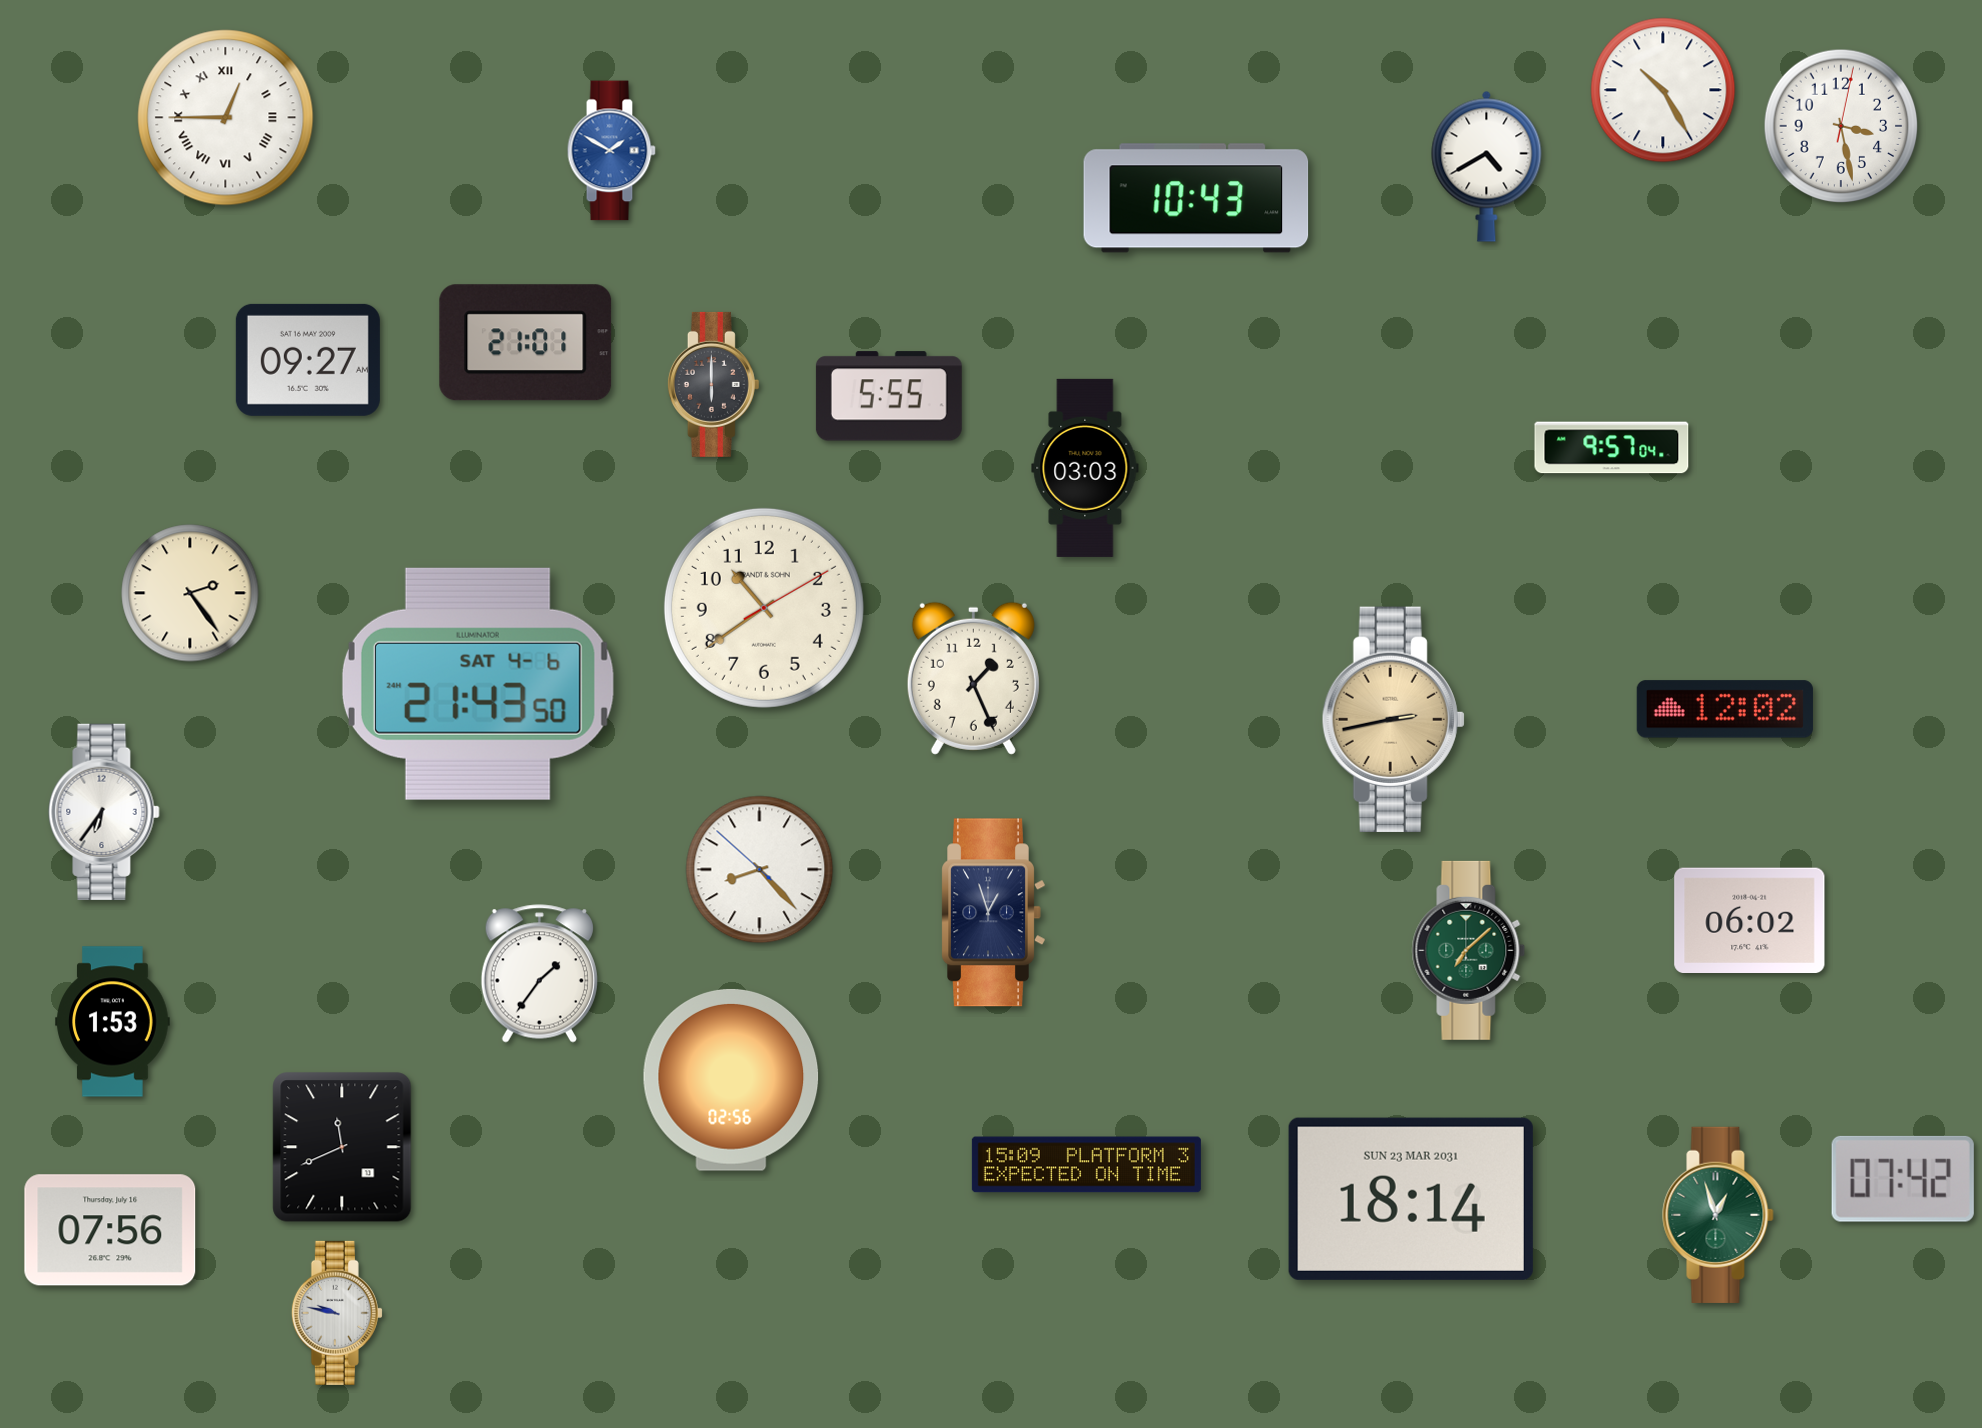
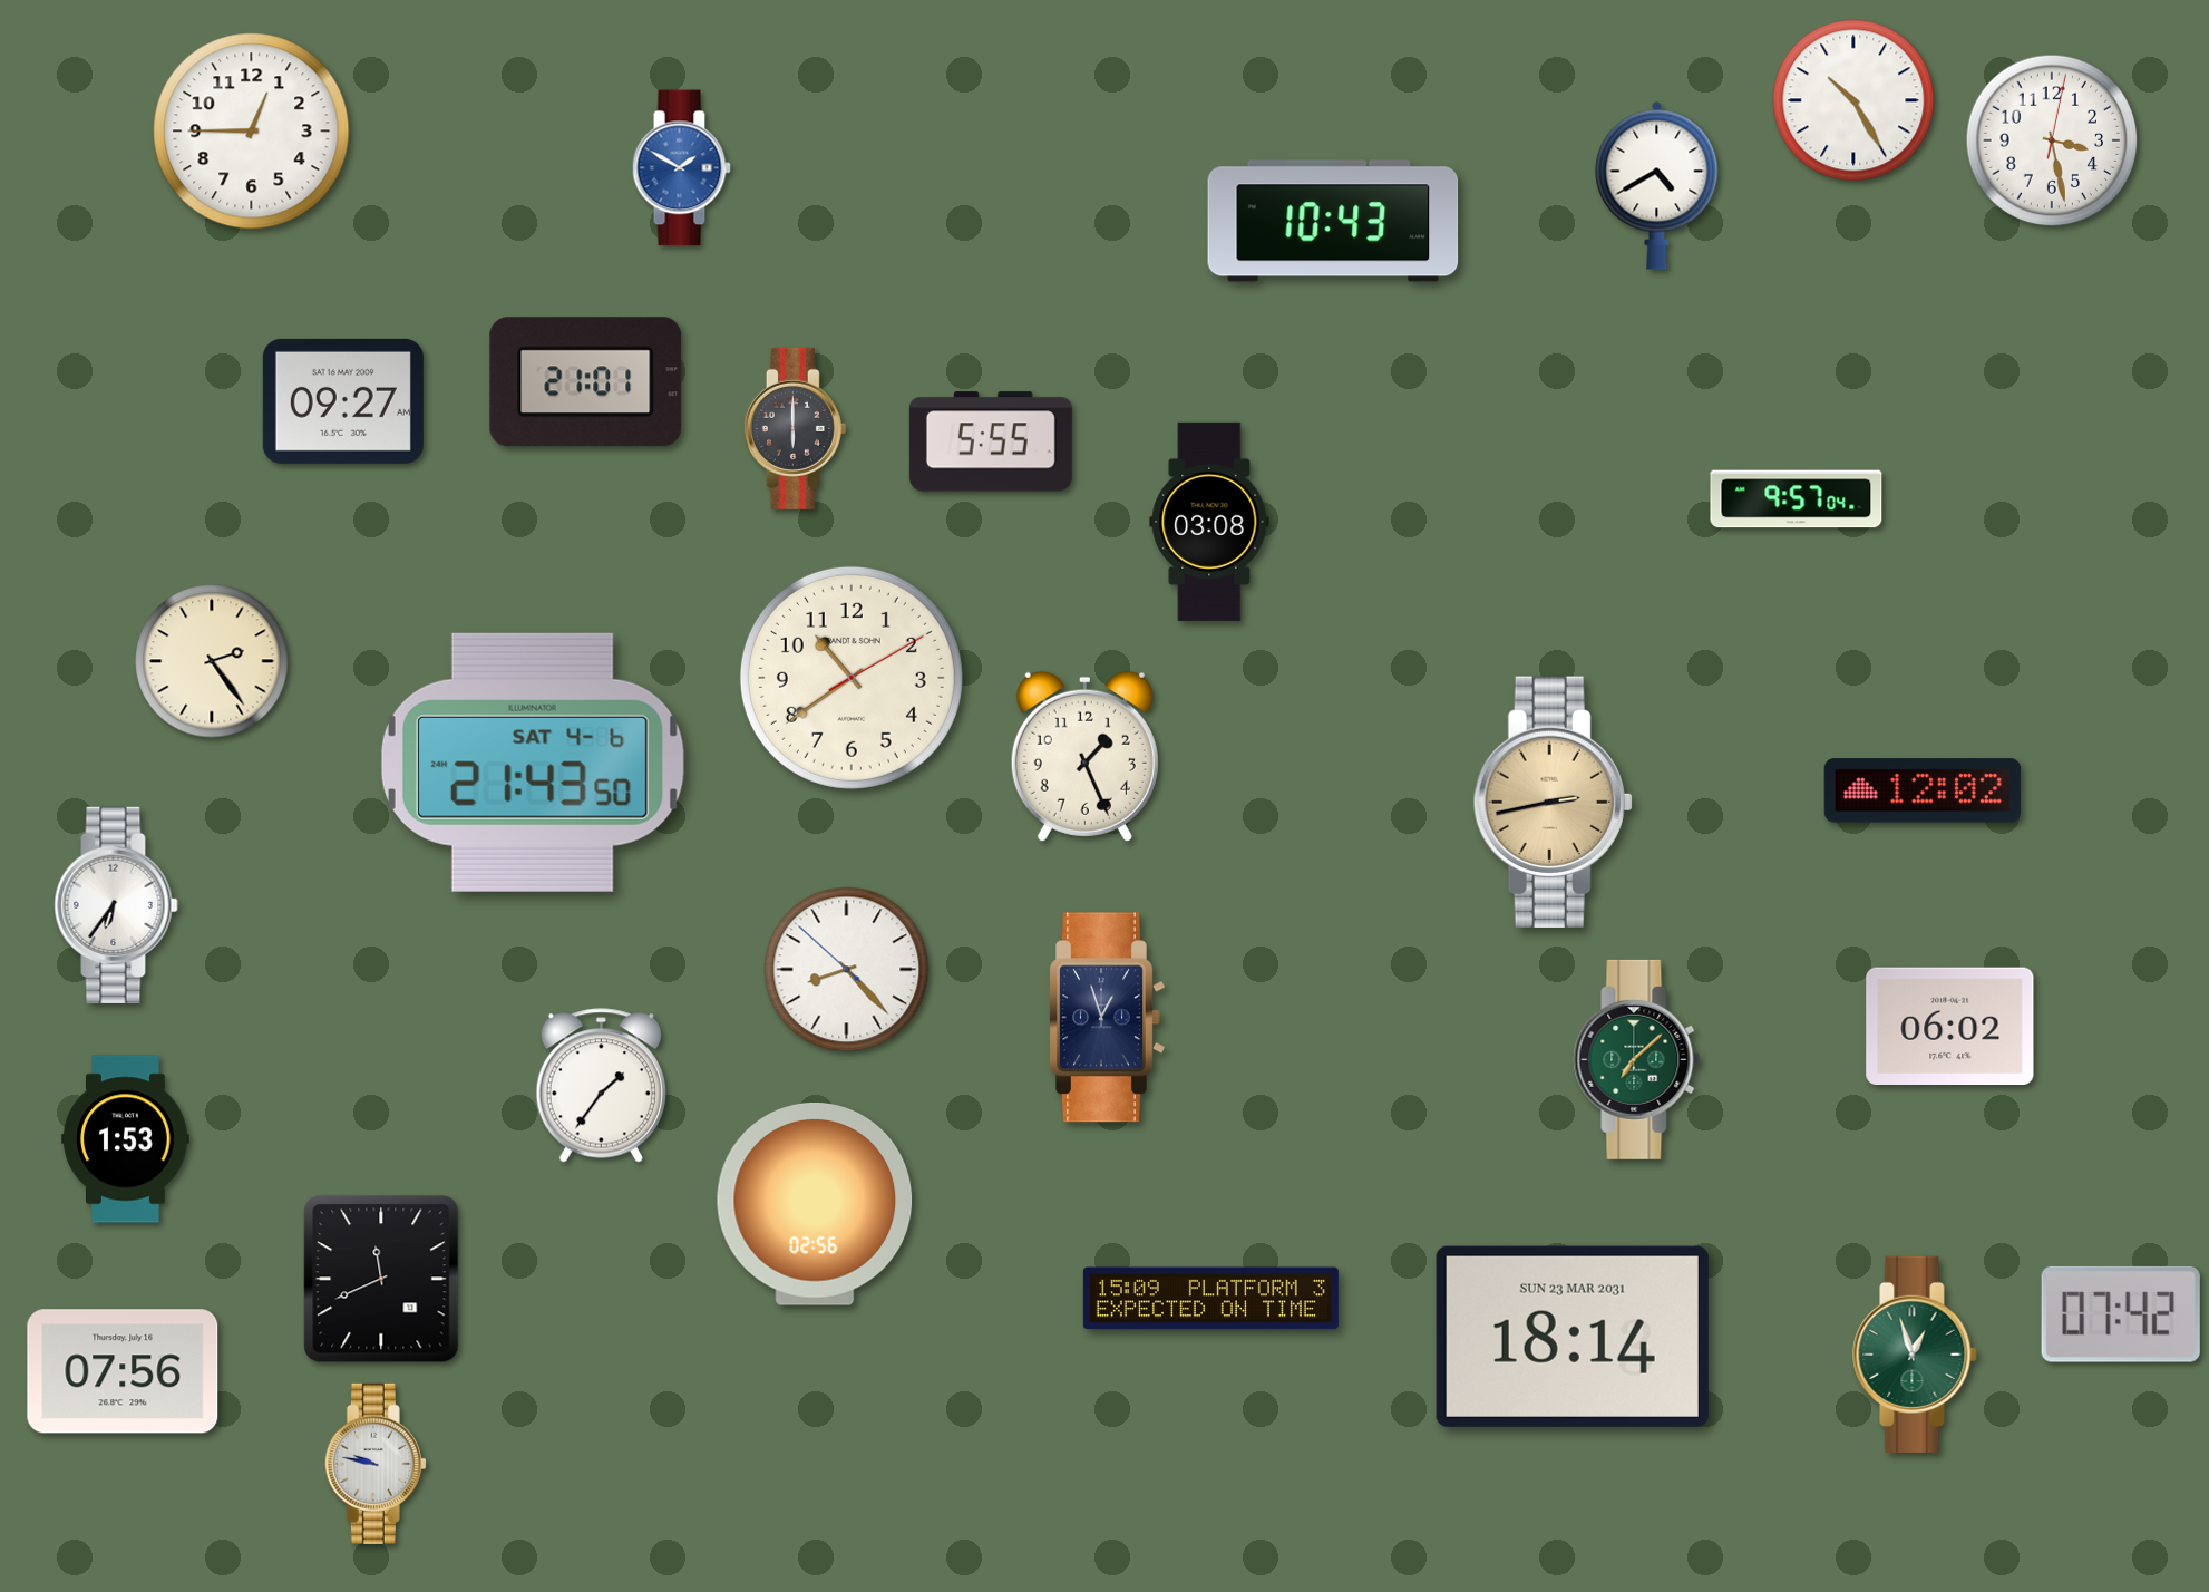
clock at (226, 118) numerals: Roman -> Arabic
clock at (1085, 468): 03:03 -> 03:08
